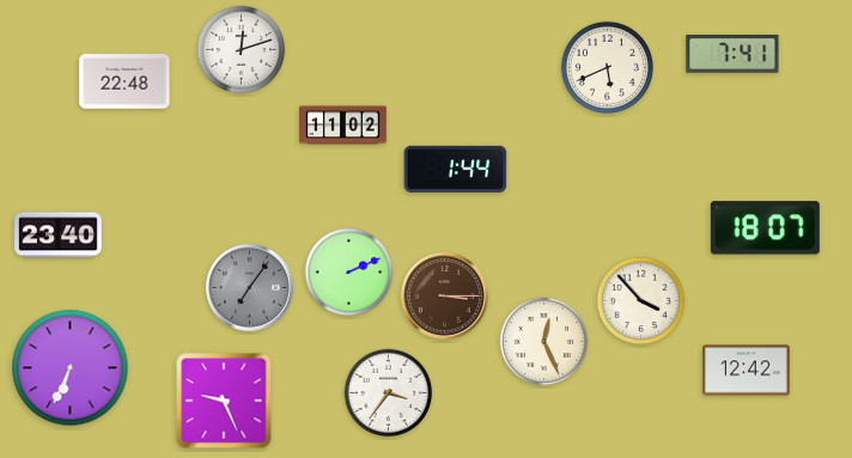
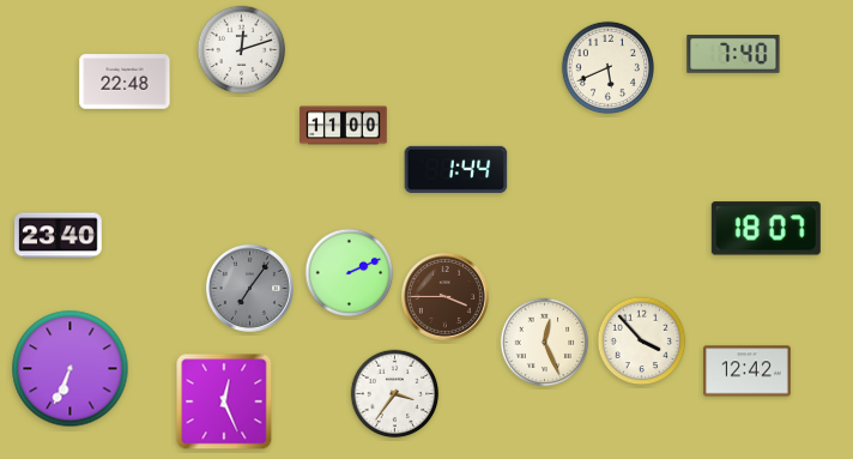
clock at (732, 55): 7:41 -> 7:40
clock at (343, 126): 11:02 -> 11:00
clock at (444, 295): 3:15 -> 3:45
clock at (641, 301) position: (641, 301) -> (642, 342)
clock at (389, 393) position: (389, 393) -> (395, 394)
clock at (224, 401): 9:26 -> 12:26
